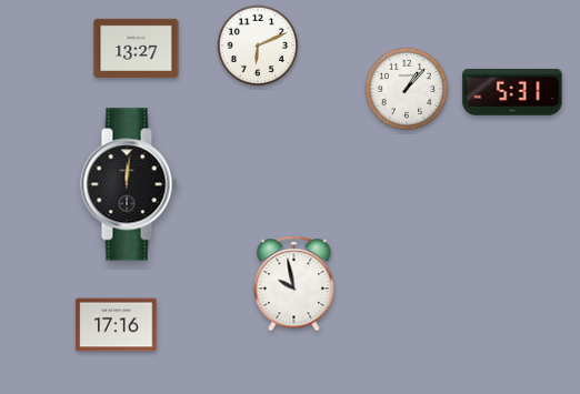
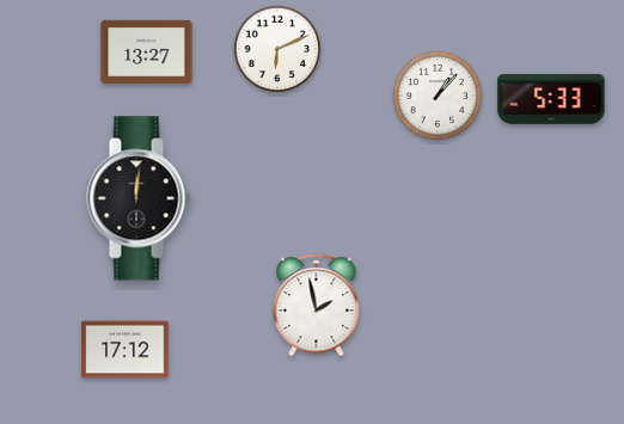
clock at (512, 92): 5:31 -> 5:33
clock at (294, 284): 9:58 -> 1:58
clock at (117, 325): 17:16 -> 17:12
